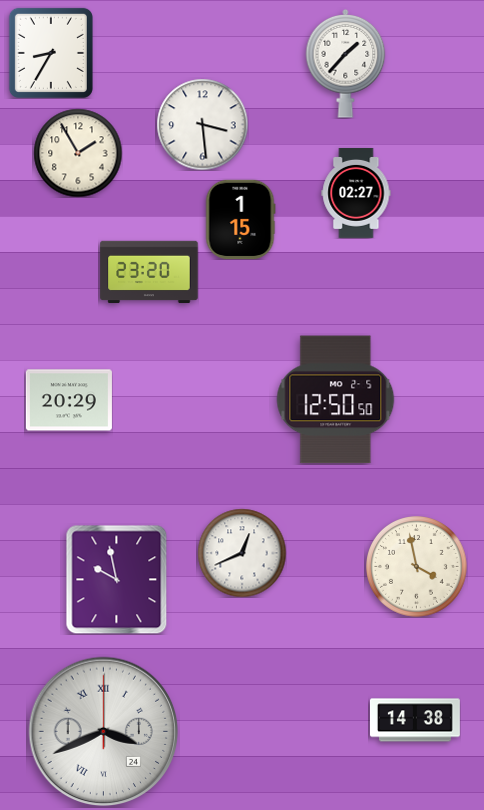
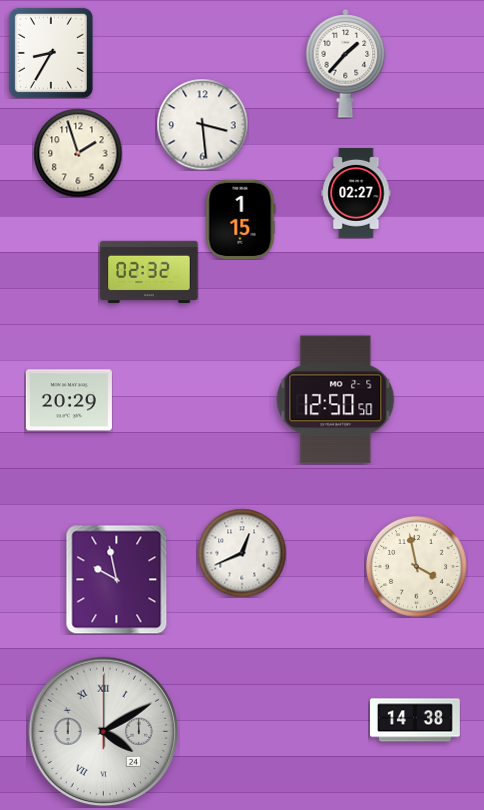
clock at (78, 153): 1:55 -> 1:57
clock at (149, 272): 23:20 -> 02:32
clock at (104, 732): 3:41 -> 4:10
